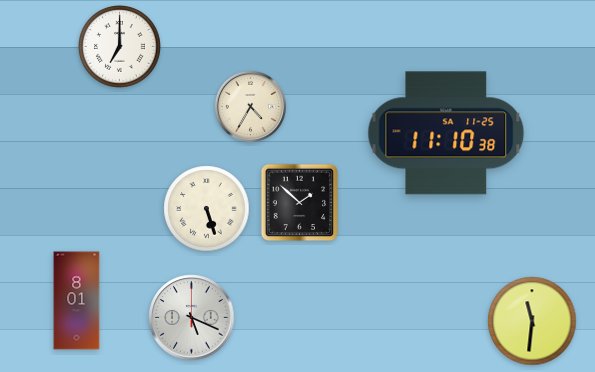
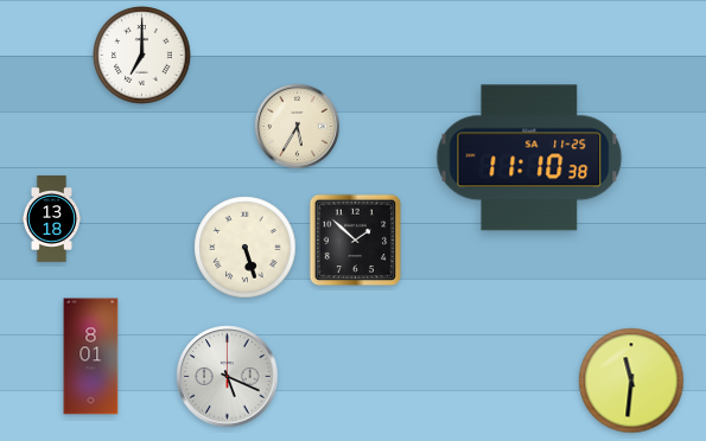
clock at (250, 106): 4:35 -> 5:35
clock at (51, 219): none -> 13:18
